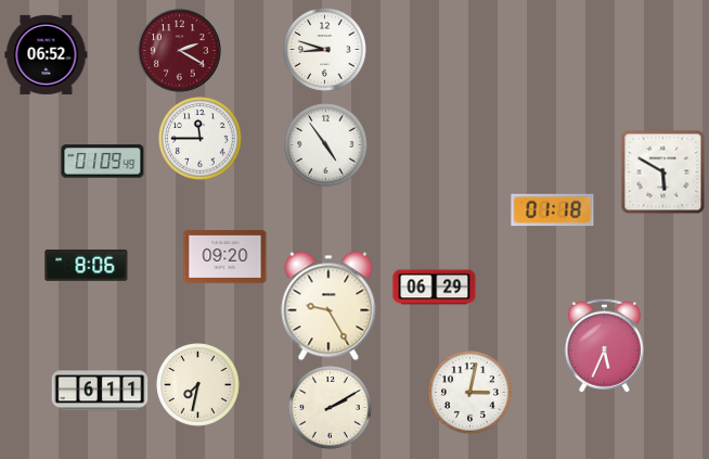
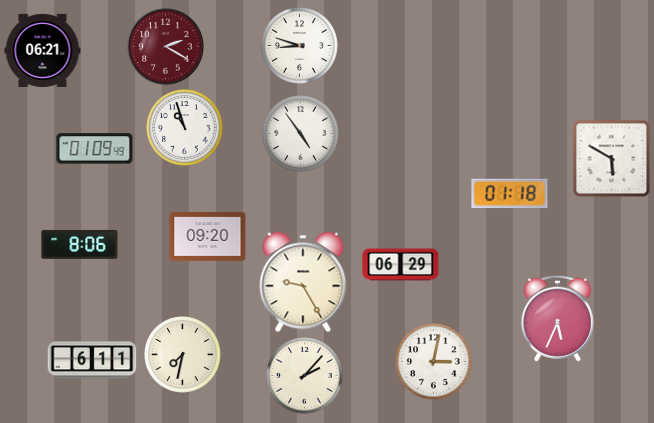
clock at (47, 54): 06:52 -> 06:21
clock at (201, 139): 11:45 -> 10:57
clock at (331, 408): 2:10 -> 2:07
